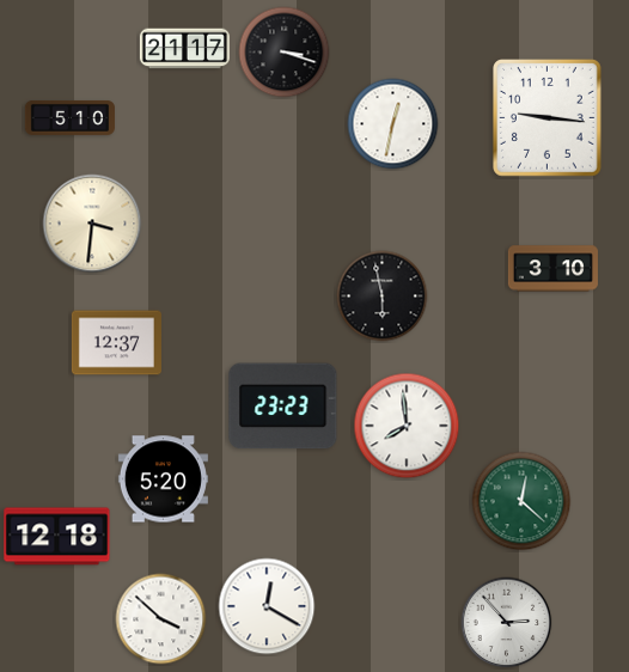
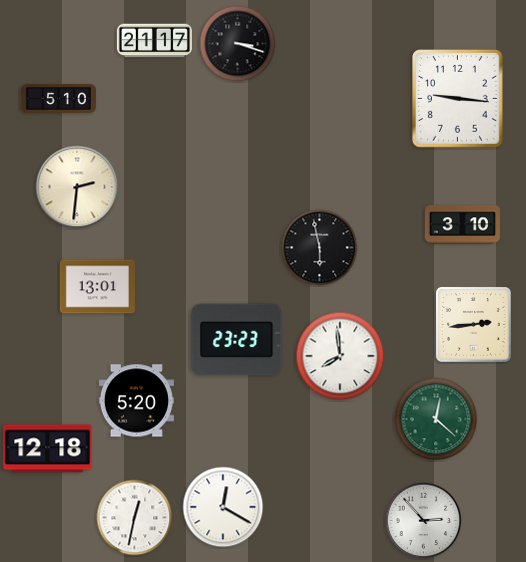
clock at (393, 124): 12:32 -> none
clock at (92, 224): 3:31 -> 2:31
clock at (116, 343): 12:37 -> 13:01
clock at (474, 325): none -> 2:44
clock at (161, 619): 3:52 -> 12:32
